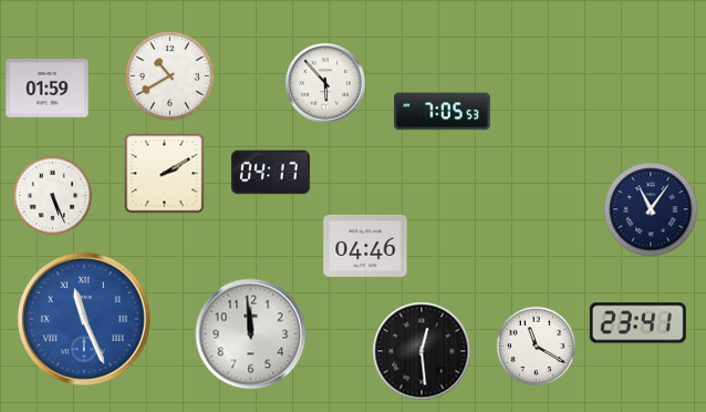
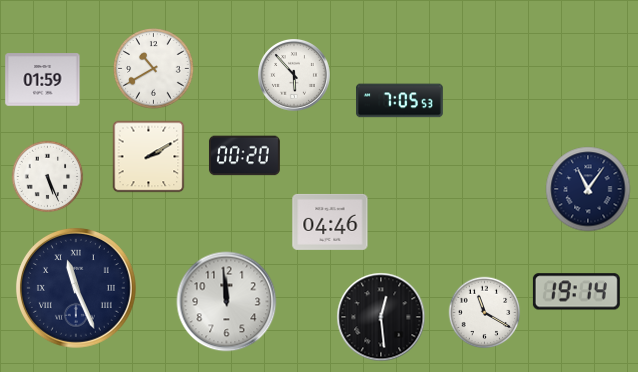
clock at (270, 173): 04:17 -> 00:20
clock at (84, 319) dial: blue -> navy
clock at (637, 323): 23:41 -> 19:14
